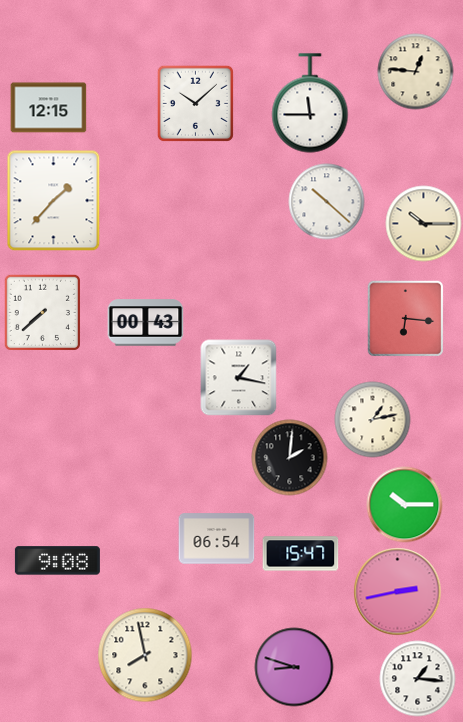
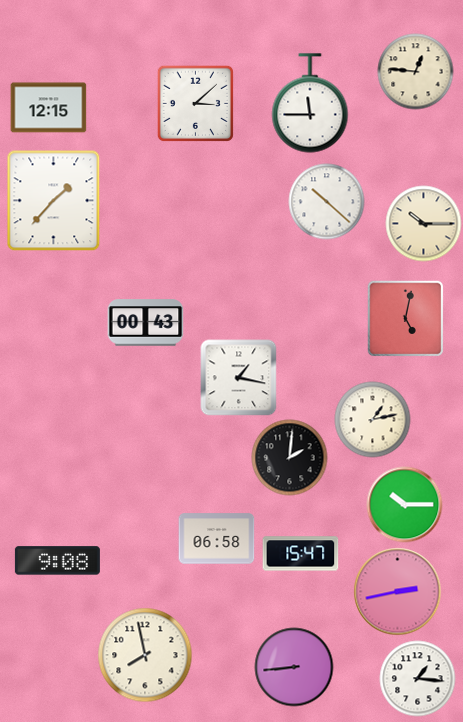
clock at (195, 103): 10:08 -> 3:08
clock at (42, 312): 7:38 -> none
clock at (405, 318): 6:16 -> 5:02
clock at (217, 539): 06:54 -> 06:58
clock at (294, 667): 8:48 -> 8:44
